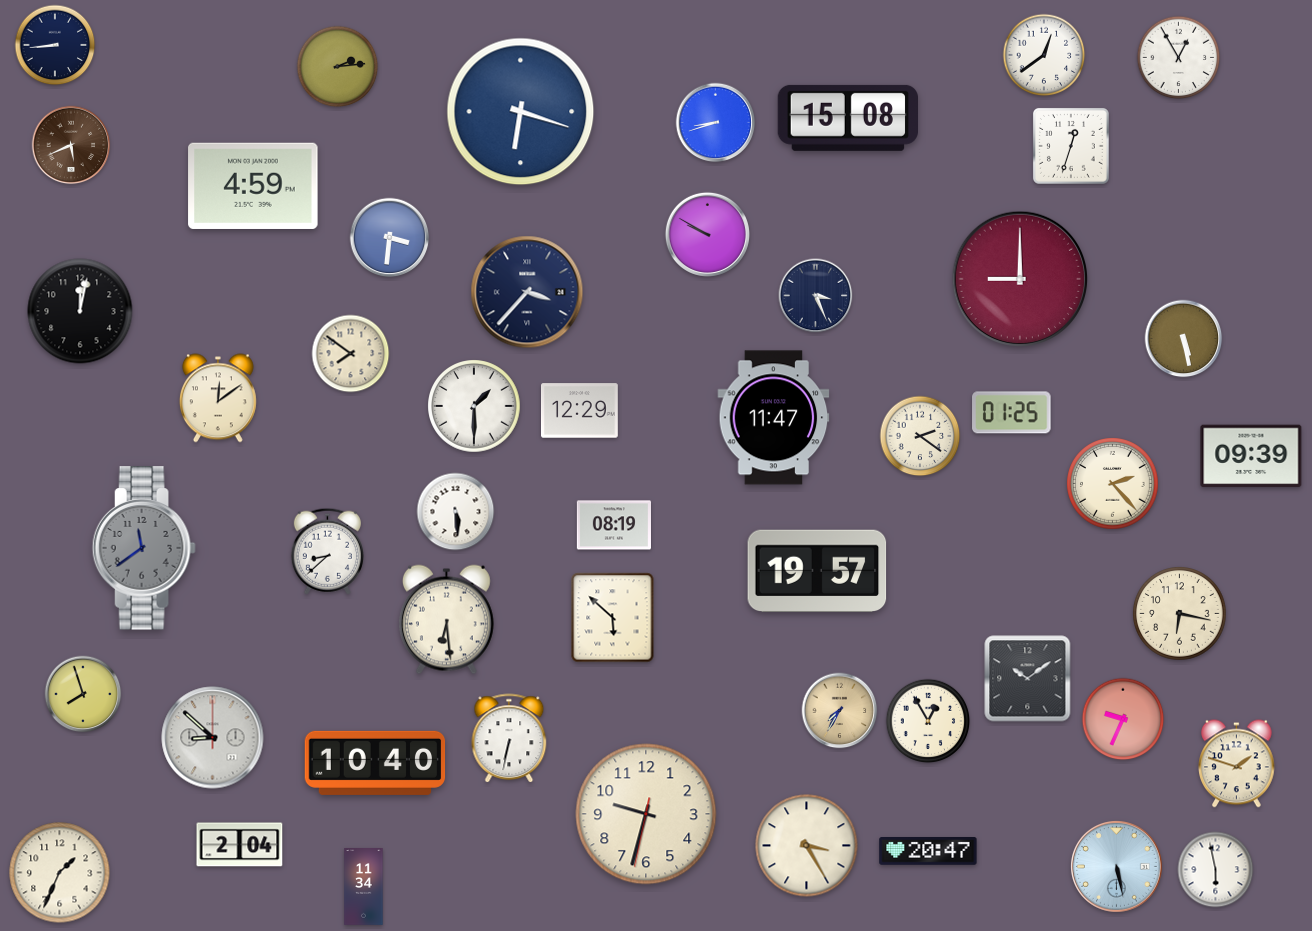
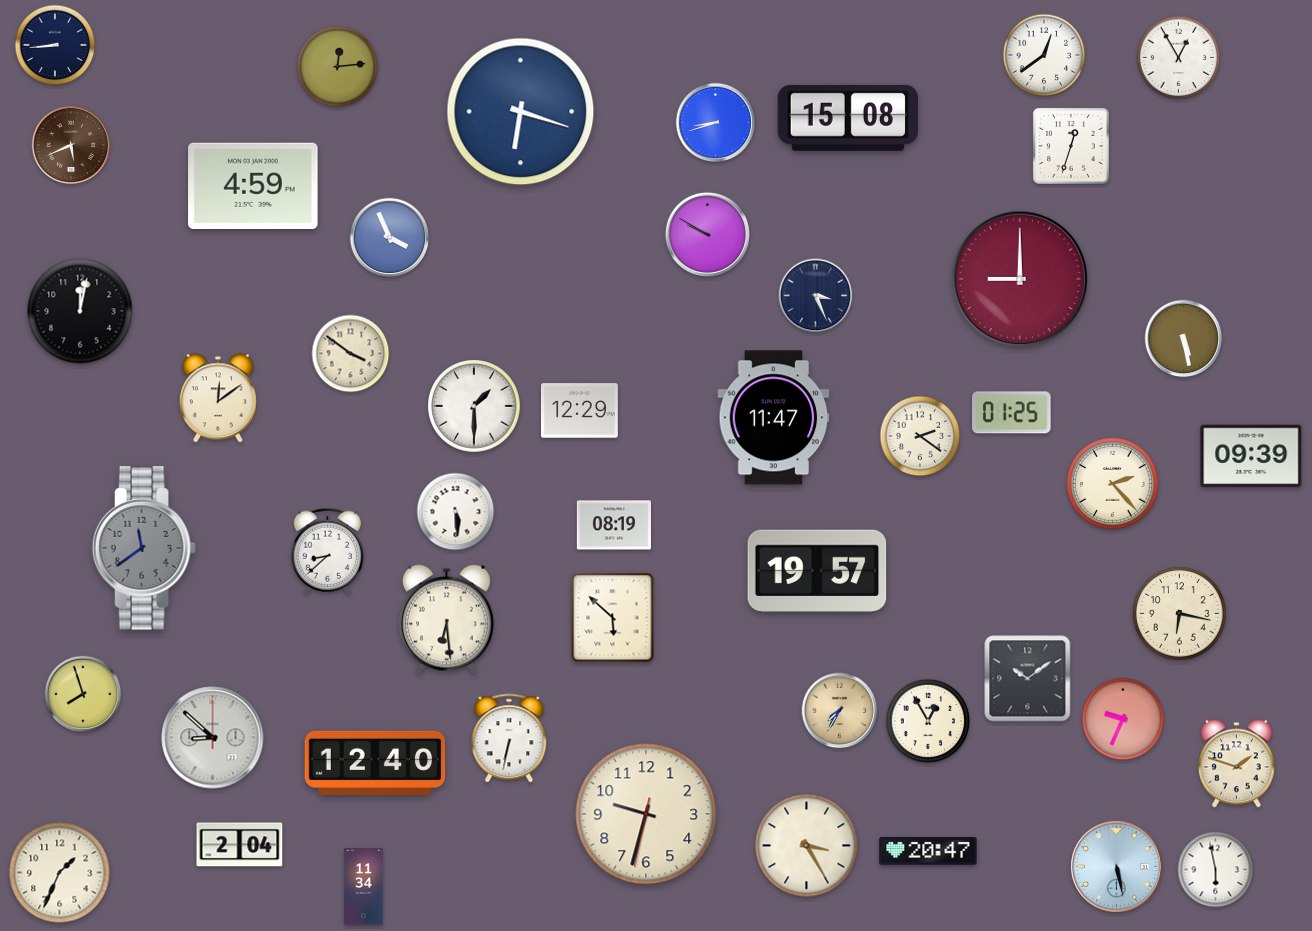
clock at (338, 67): 2:14 -> 12:14
clock at (390, 238): 3:31 -> 3:56
clock at (527, 292): 3:37 -> none
clock at (351, 354): 7:51 -> 3:51
clock at (375, 763): 10:40 -> 12:40
